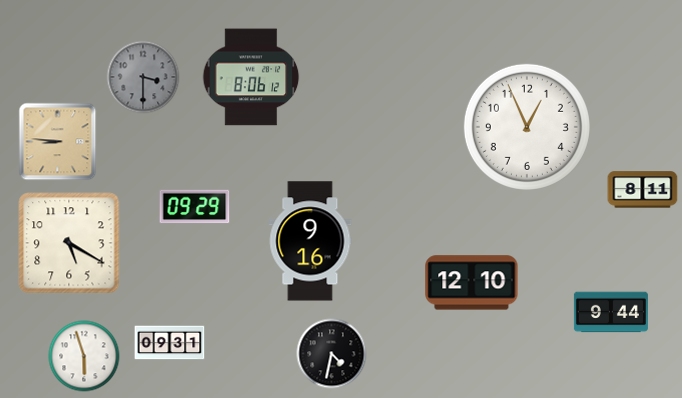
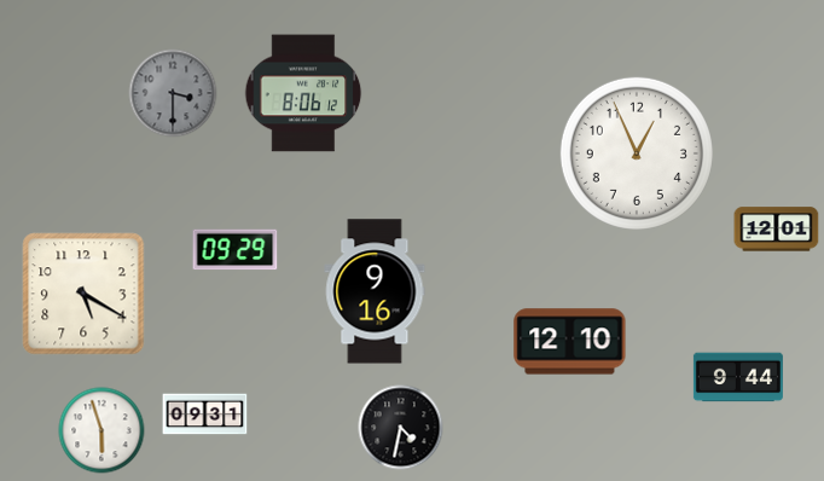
clock at (58, 142): 8:46 -> none
clock at (643, 190): 8:11 -> 12:01
